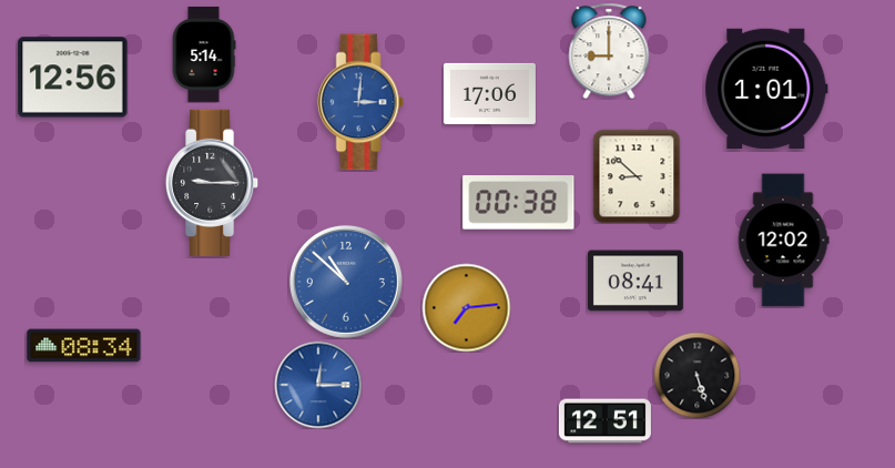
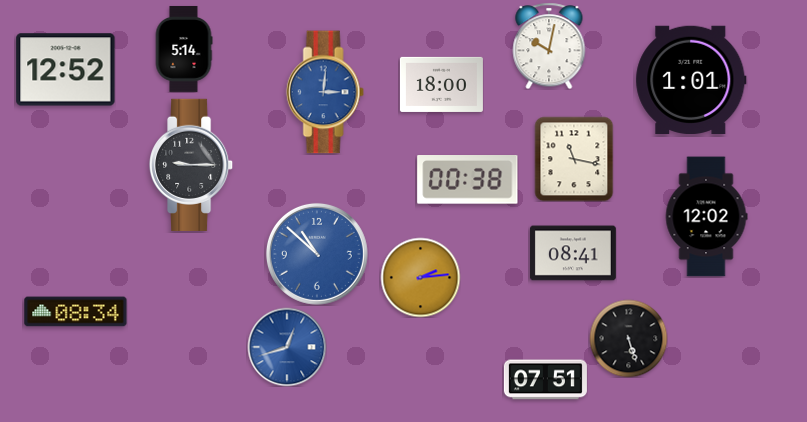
clock at (609, 51): 9:00 -> 10:02
clock at (73, 78): 12:56 -> 12:52
clock at (489, 93): 17:06 -> 18:00
clock at (637, 176): 8:52 -> 11:17
clock at (519, 203) position: (519, 203) -> (468, 180)
clock at (346, 282) position: (346, 282) -> (317, 254)
clock at (466, 307): 7:14 -> 2:14
clock at (318, 385): 12:15 -> 12:42
clock at (604, 421): 12:51 -> 07:51
